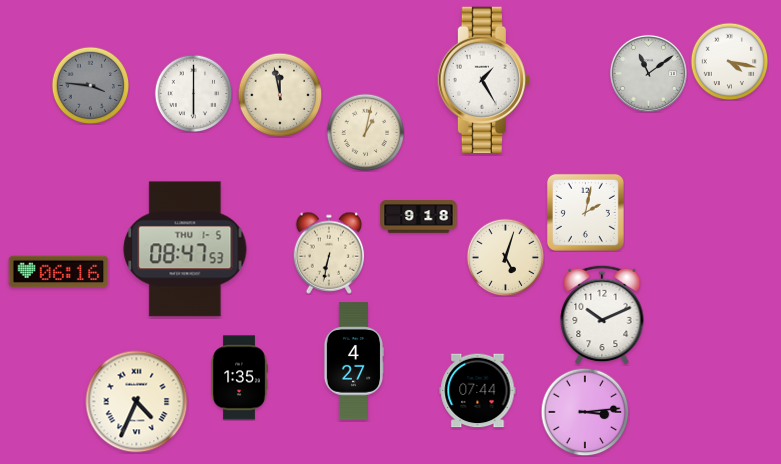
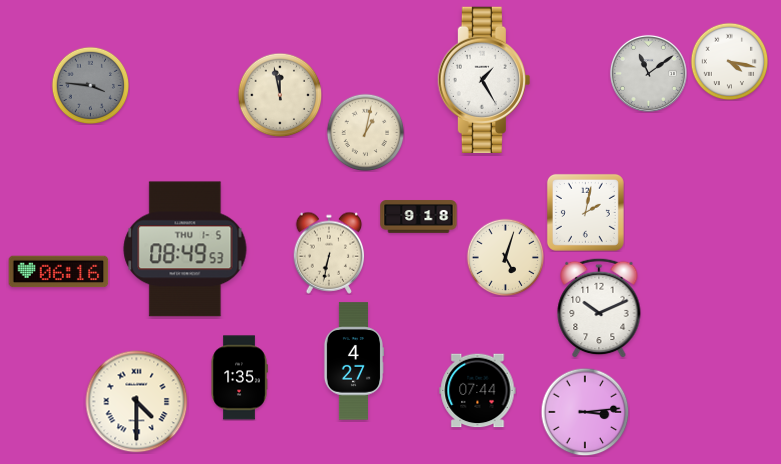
clock at (193, 93): 6:00 -> none
clock at (185, 249): 08:47 -> 08:49
clock at (602, 315) position: (602, 315) -> (599, 308)
clock at (137, 402): 4:34 -> 4:30
